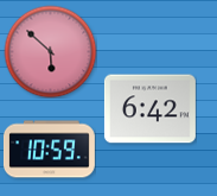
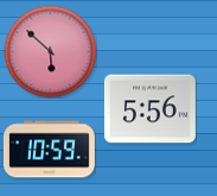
clock at (149, 109): 6:42 -> 5:56
